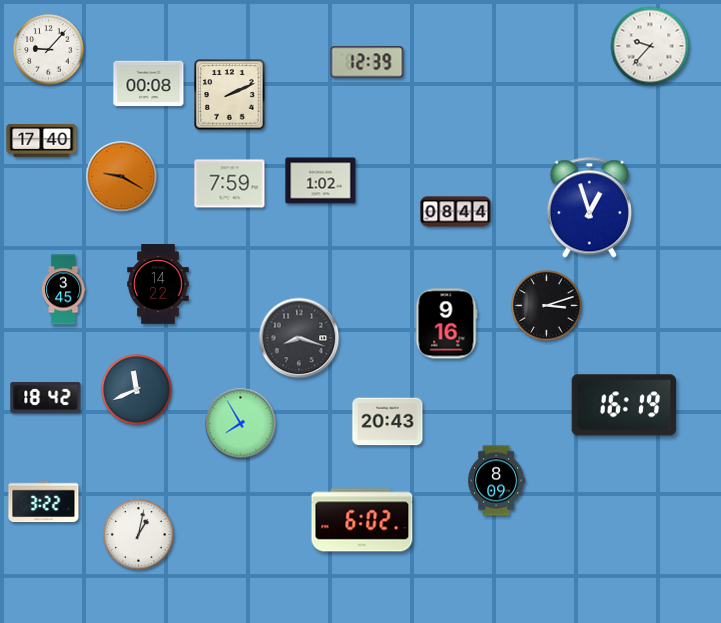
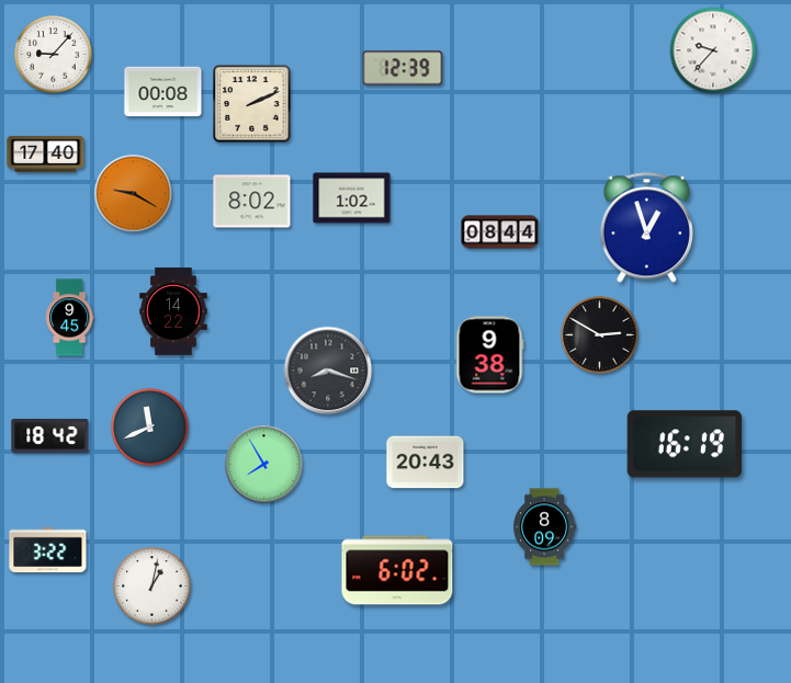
clock at (230, 184): 7:59 -> 8:02
clock at (63, 290): 3:45 -> 9:45
clock at (547, 306): 3:12 -> 2:50
clock at (446, 324): 9:16 -> 9:38
